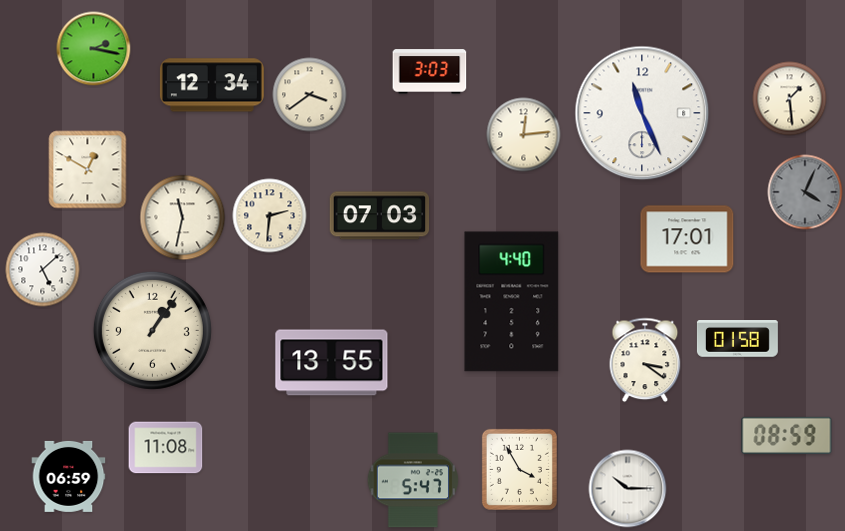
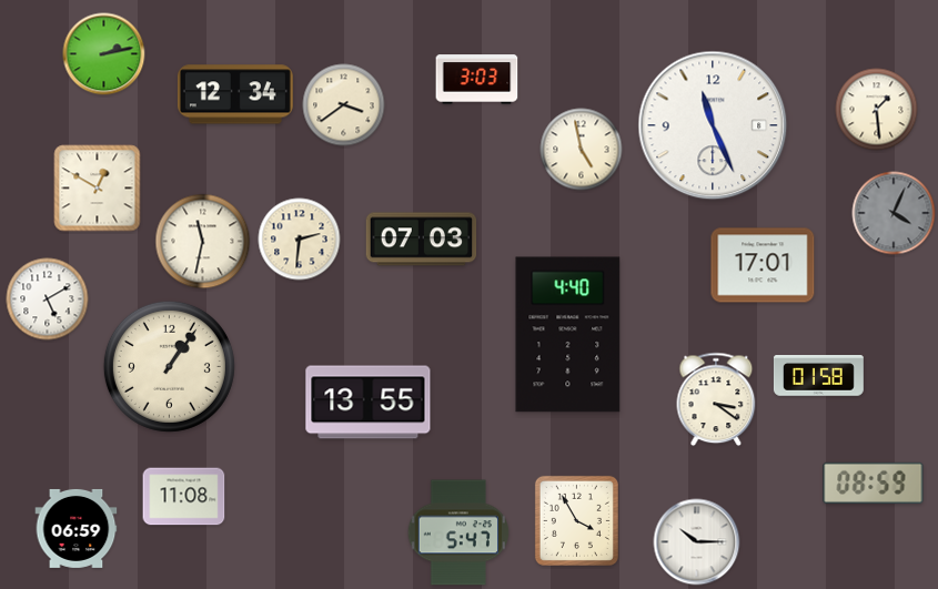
clock at (94, 49): 2:17 -> 2:13
clock at (524, 135): 12:14 -> 4:58
clock at (43, 270): 5:08 -> 5:10
